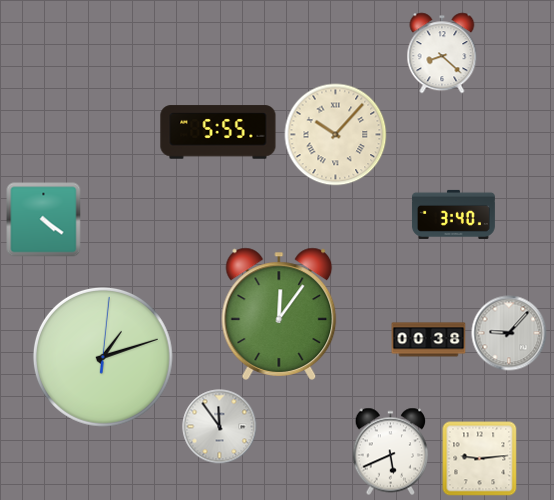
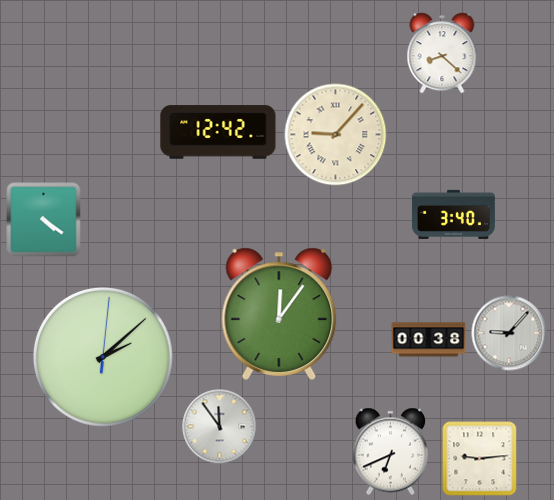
clock at (218, 132): 5:55 -> 12:42
clock at (336, 135): 10:07 -> 9:07
clock at (103, 357): 1:12 -> 2:08
clock at (391, 452): 5:41 -> 6:41
